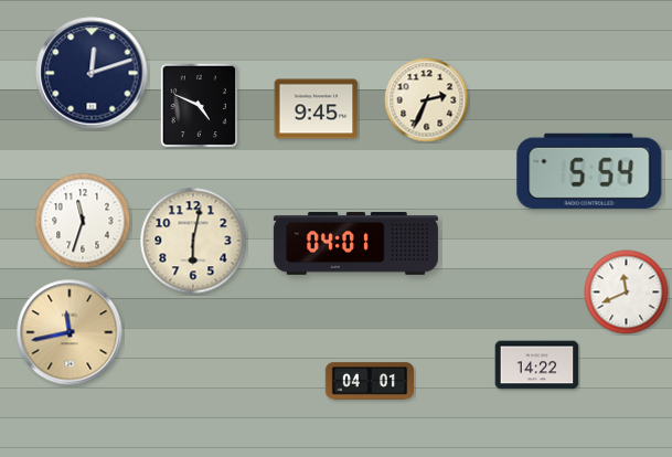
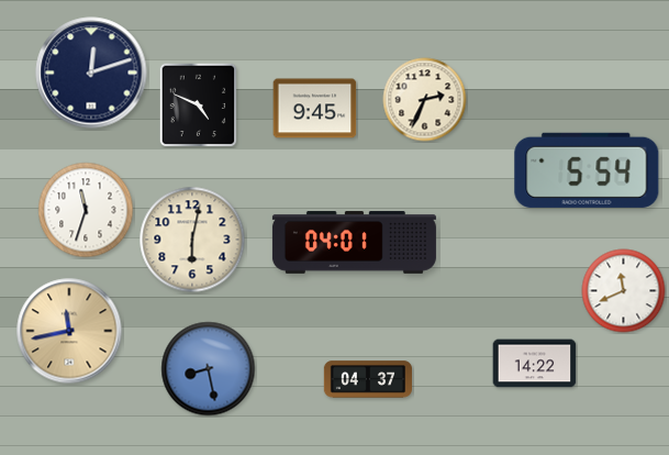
clock at (83, 221) position: (83, 221) -> (86, 210)
clock at (209, 369): none -> 8:28
clock at (370, 381): 04:01 -> 04:37
